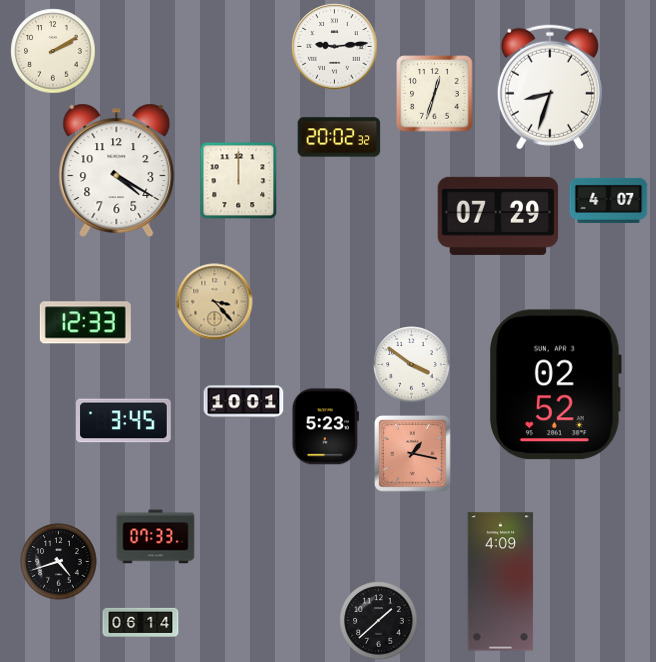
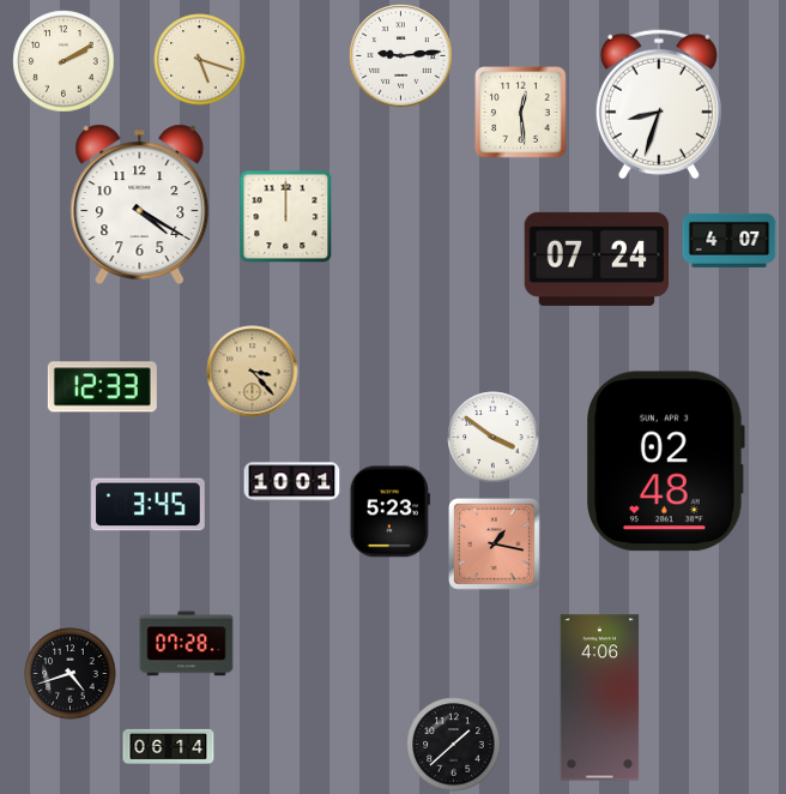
clock at (200, 60): none -> 5:18
clock at (435, 94): 12:33 -> 12:29
clock at (339, 137): 20:02 -> none
clock at (498, 216): 07:29 -> 07:24
clock at (215, 302) position: (215, 302) -> (253, 372)
clock at (556, 385): 02:52 -> 02:48
clock at (156, 537): 07:33 -> 07:28
clock at (501, 582): 4:09 -> 4:06
